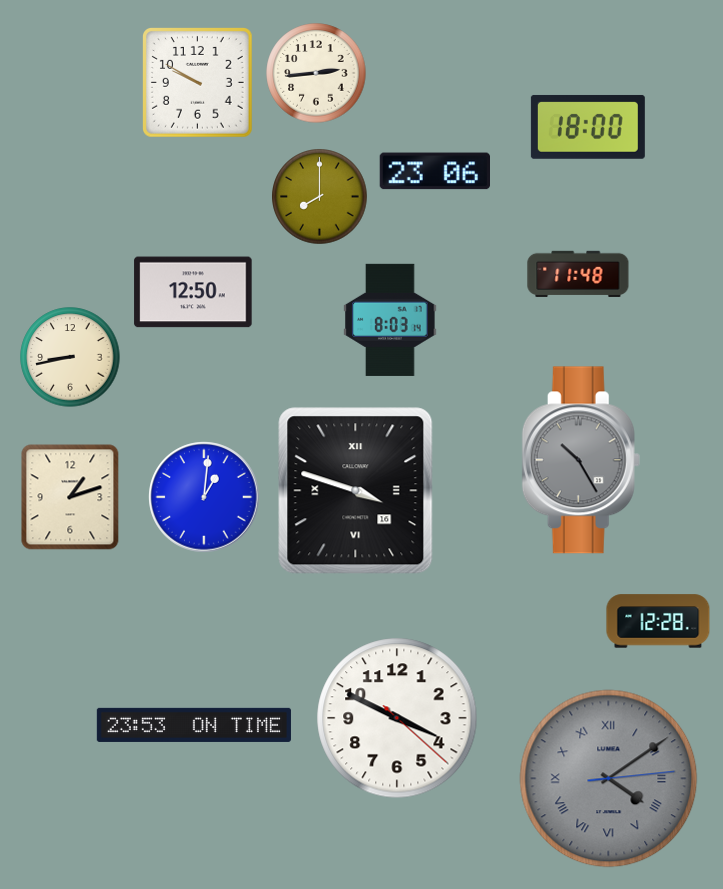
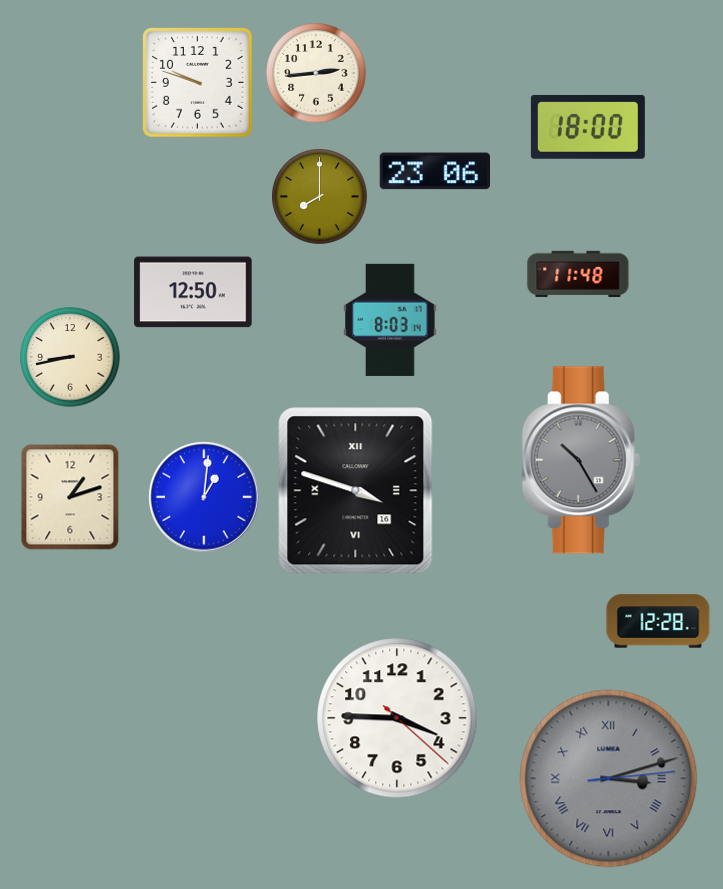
clock at (198, 83): 9:50 -> 9:48
clock at (397, 718): 3:49 -> 3:45
clock at (194, 725): 23:53 -> none
clock at (609, 779): 4:09 -> 3:12
